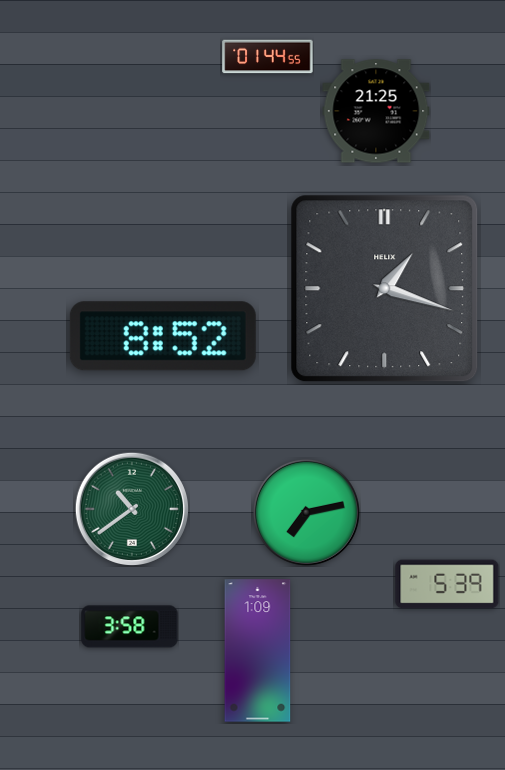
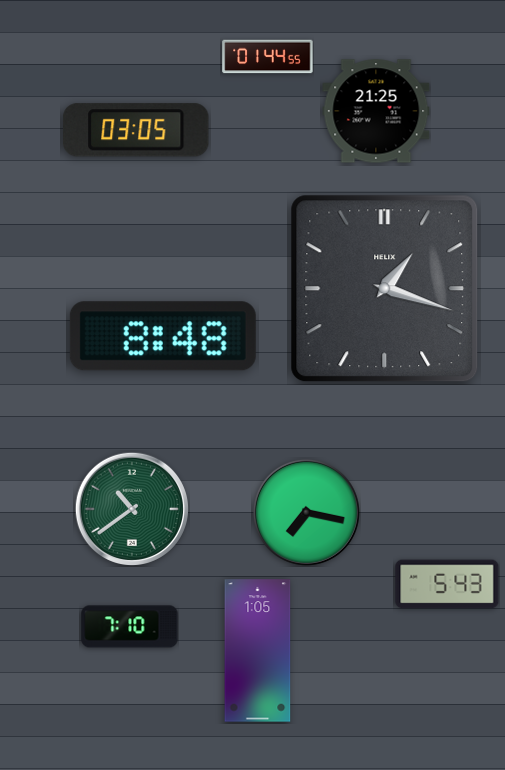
clock at (136, 130): none -> 03:05
clock at (163, 336): 8:52 -> 8:48
clock at (306, 512): 7:13 -> 7:17
clock at (447, 584): 5:39 -> 5:43
clock at (130, 627): 3:58 -> 7:10
clock at (258, 651): 1:09 -> 1:05
